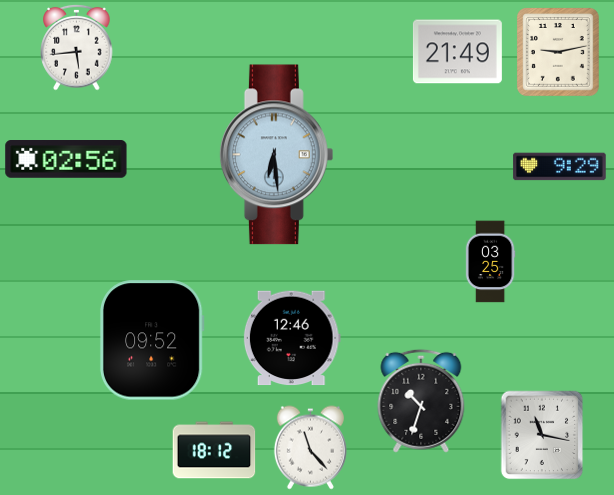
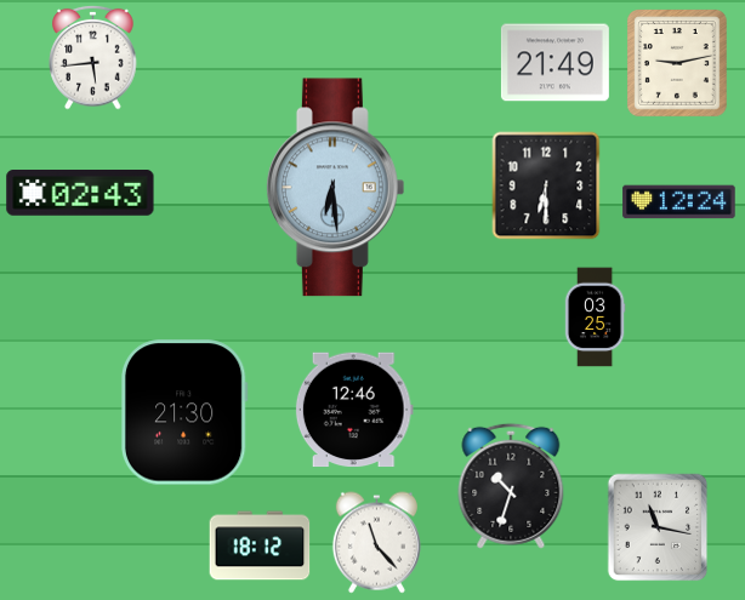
clock at (546, 185): none -> 6:30
clock at (66, 160): 02:56 -> 02:43
clock at (560, 167): 9:29 -> 12:24
clock at (152, 340): 09:52 -> 21:30
